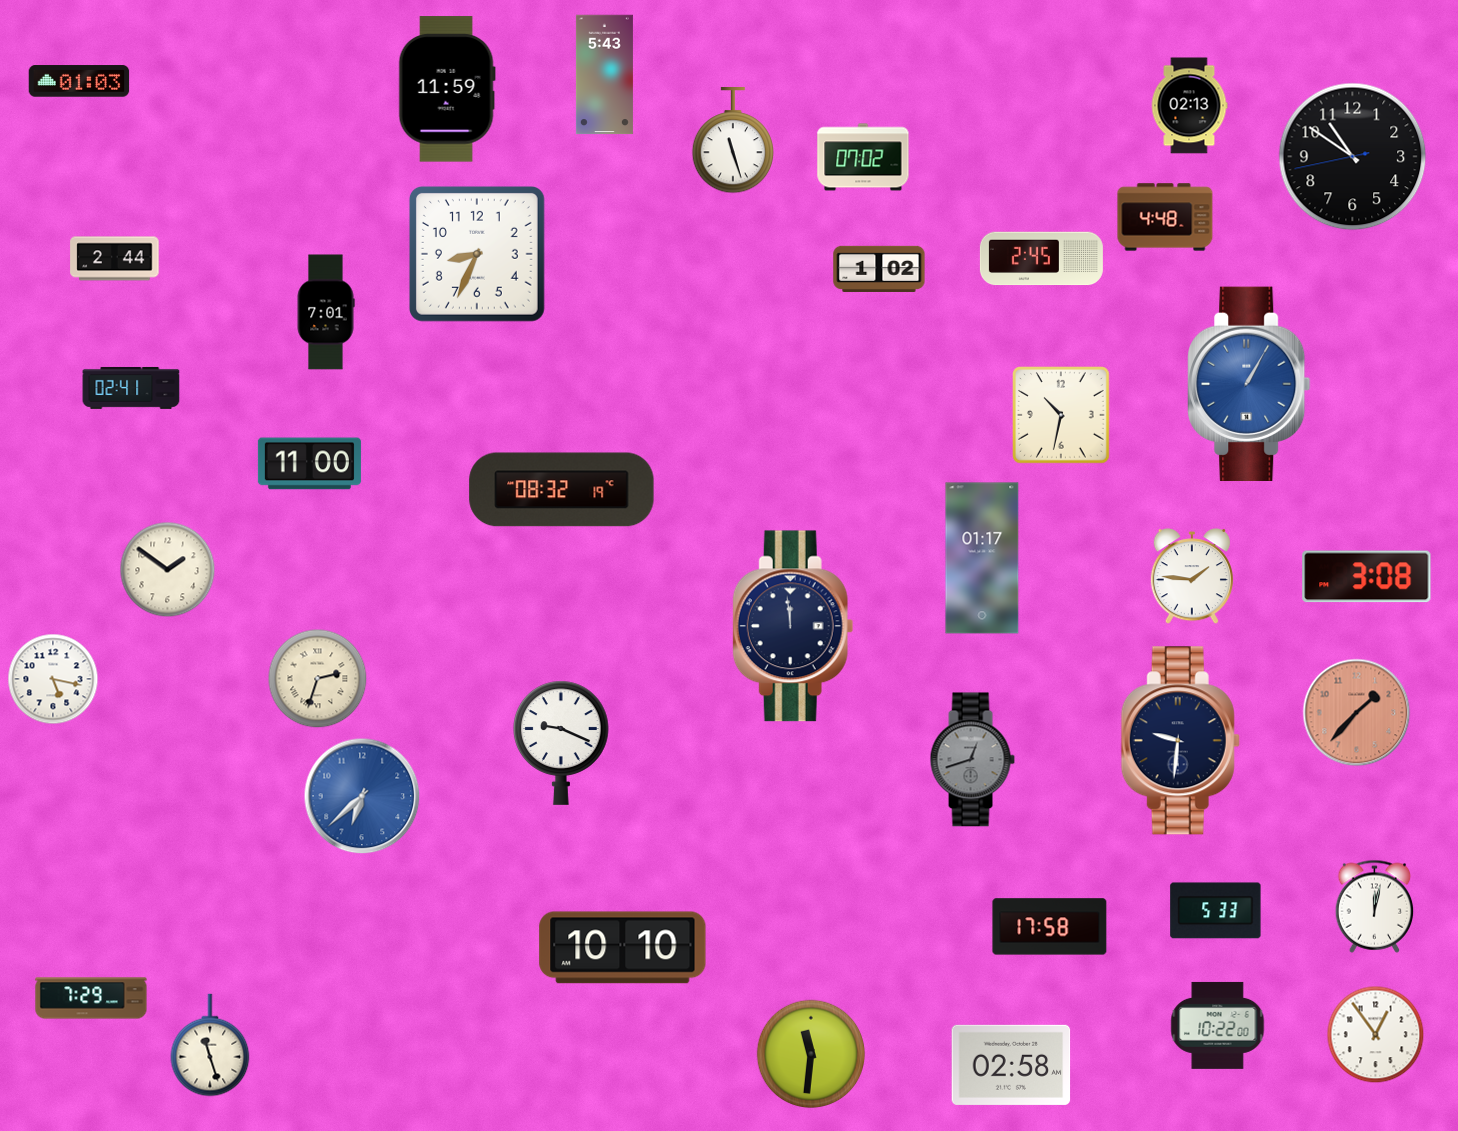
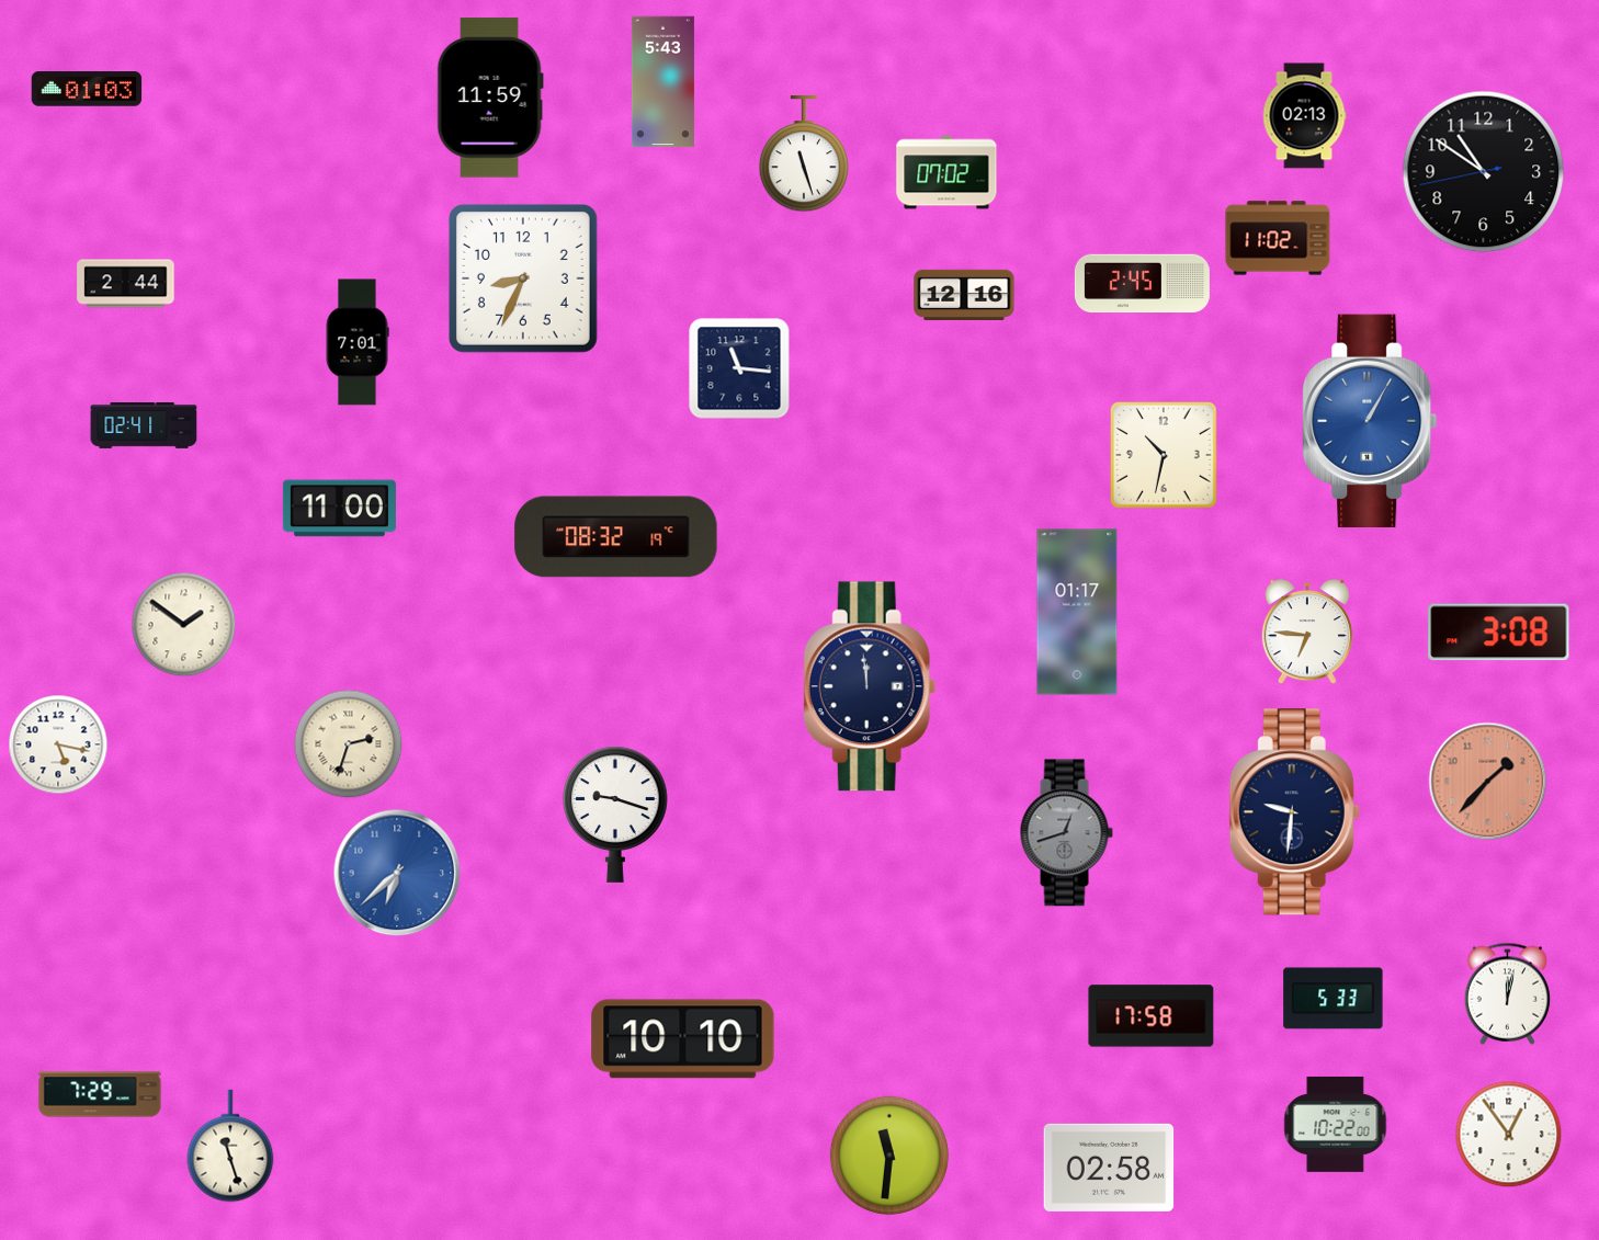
clock at (1165, 217): 4:48 -> 11:02
clock at (879, 269): 1:02 -> 12:16
clock at (739, 368): none -> 11:16
clock at (1192, 577): 1:46 -> 6:46
clock at (561, 743): 9:19 -> 9:18
